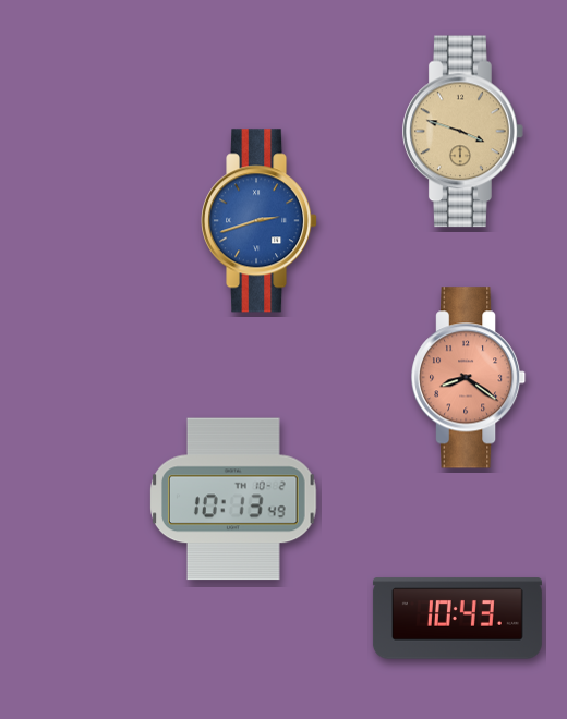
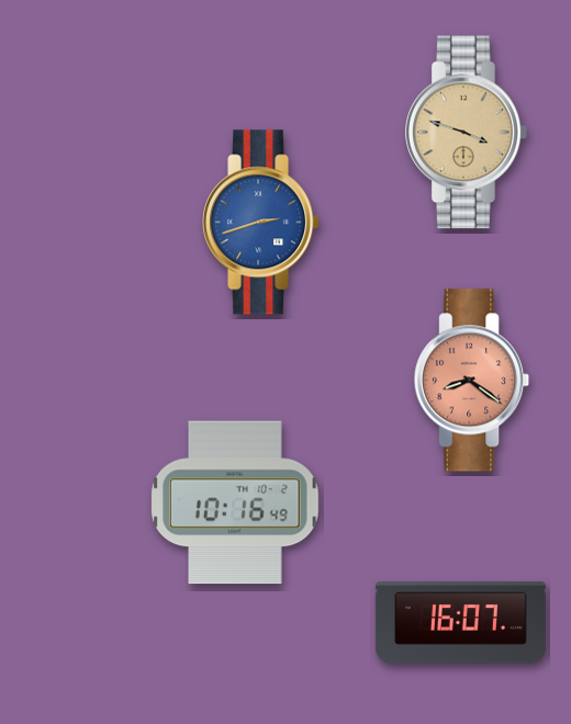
clock at (233, 499): 10:13 -> 10:16
clock at (457, 619): 10:43 -> 16:07
